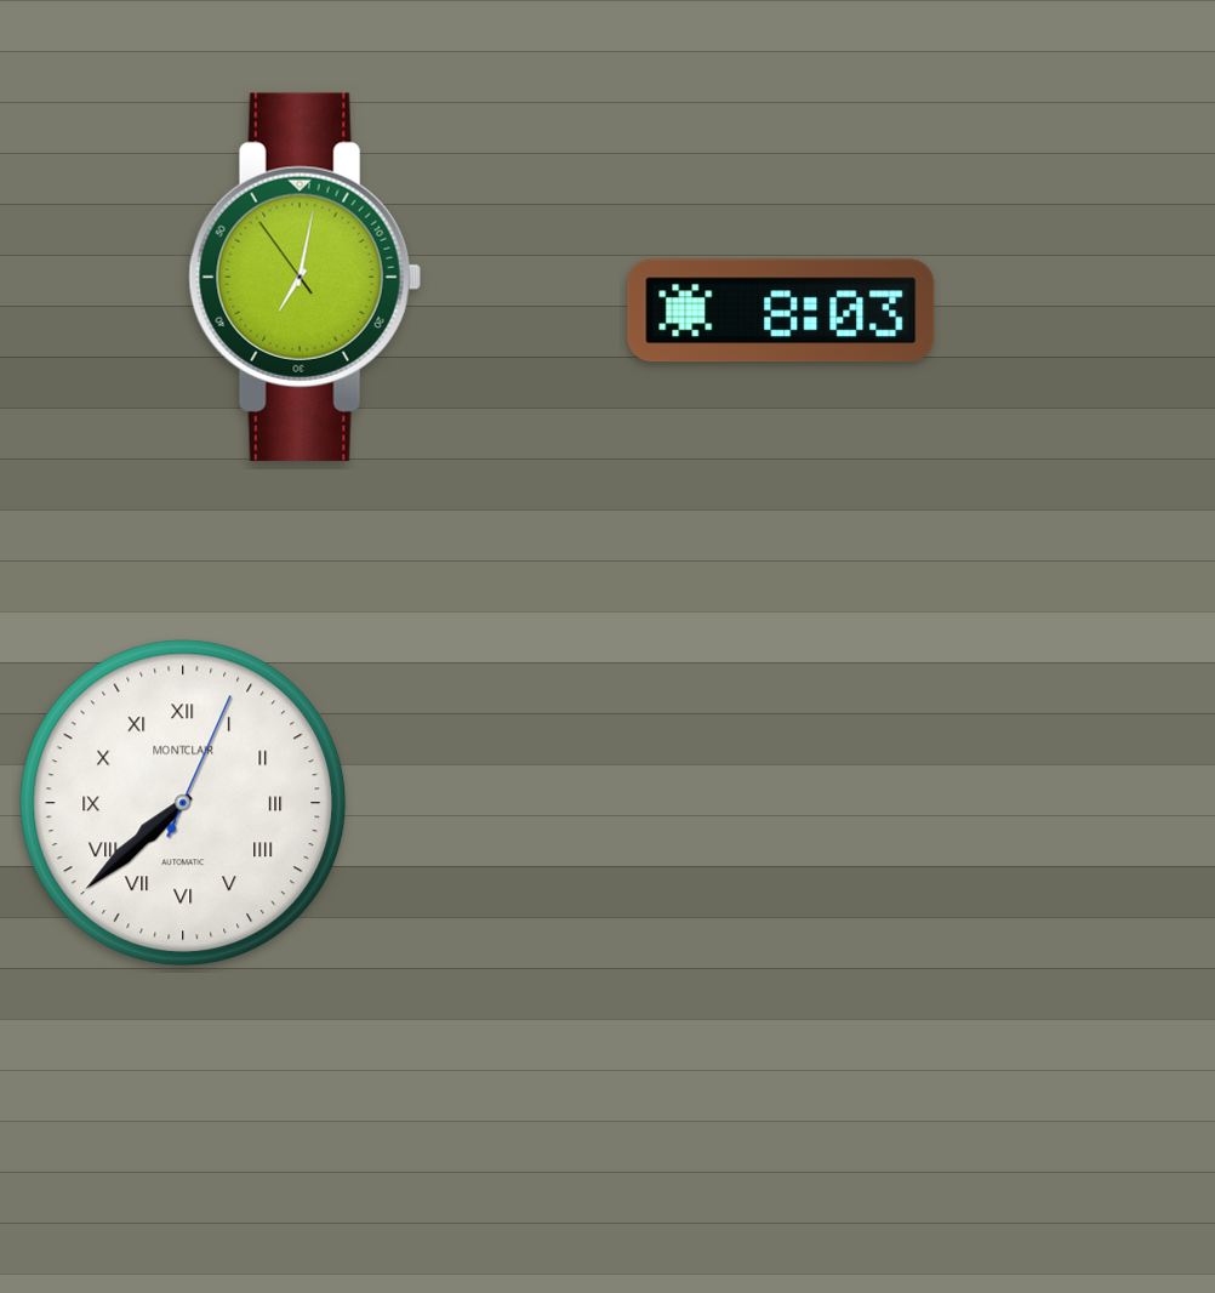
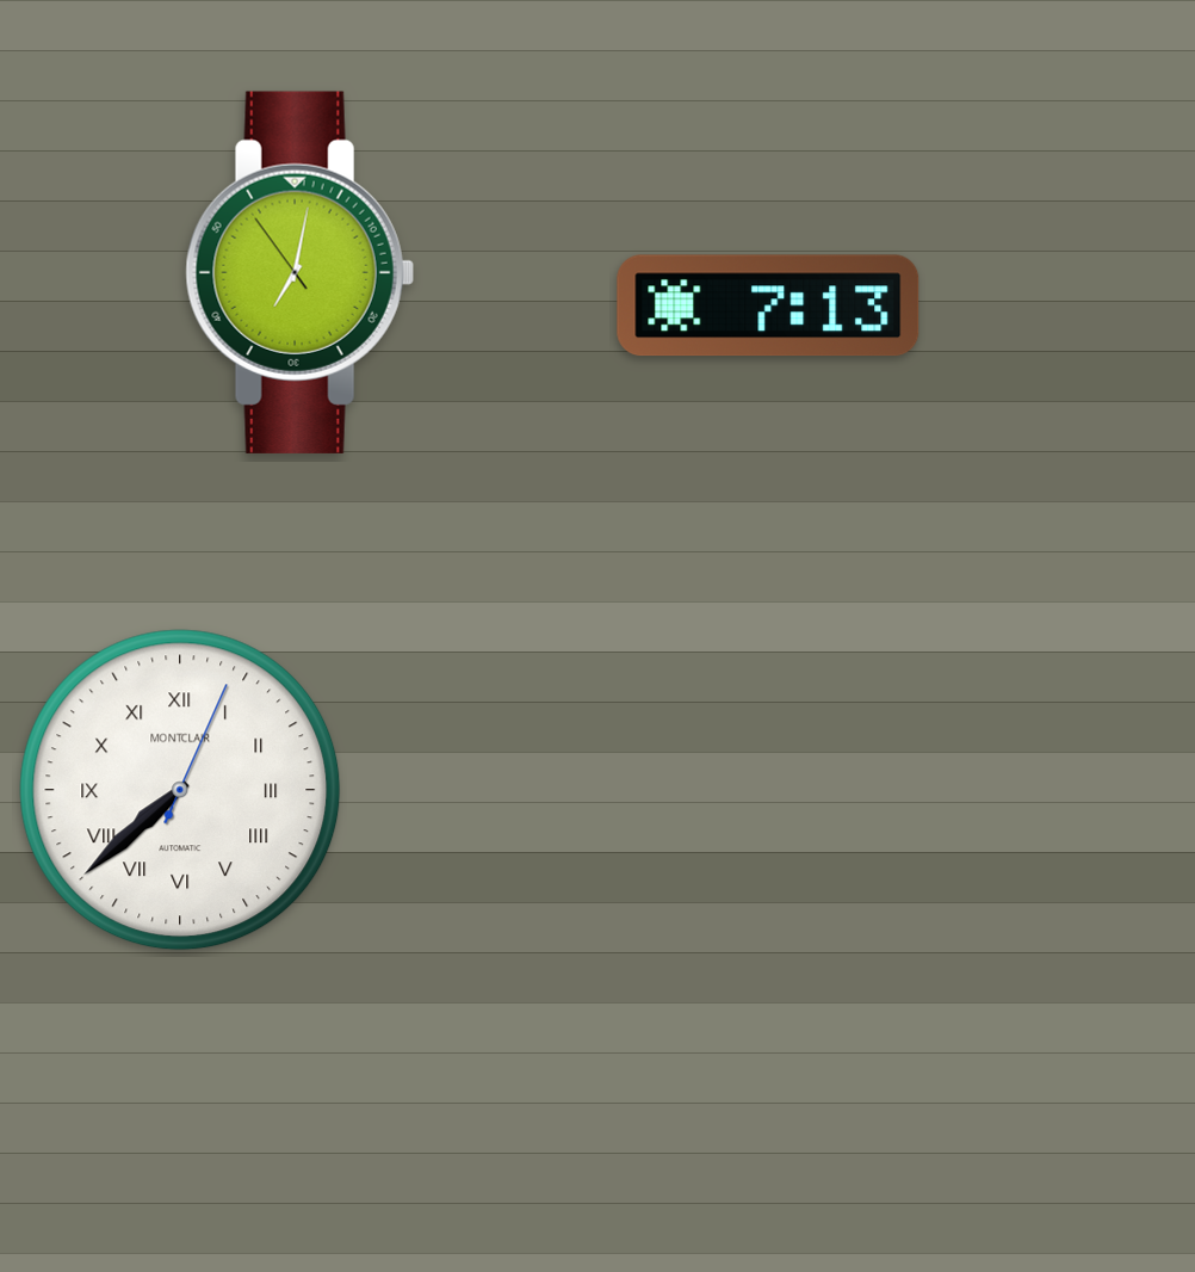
clock at (781, 311): 8:03 -> 7:13
